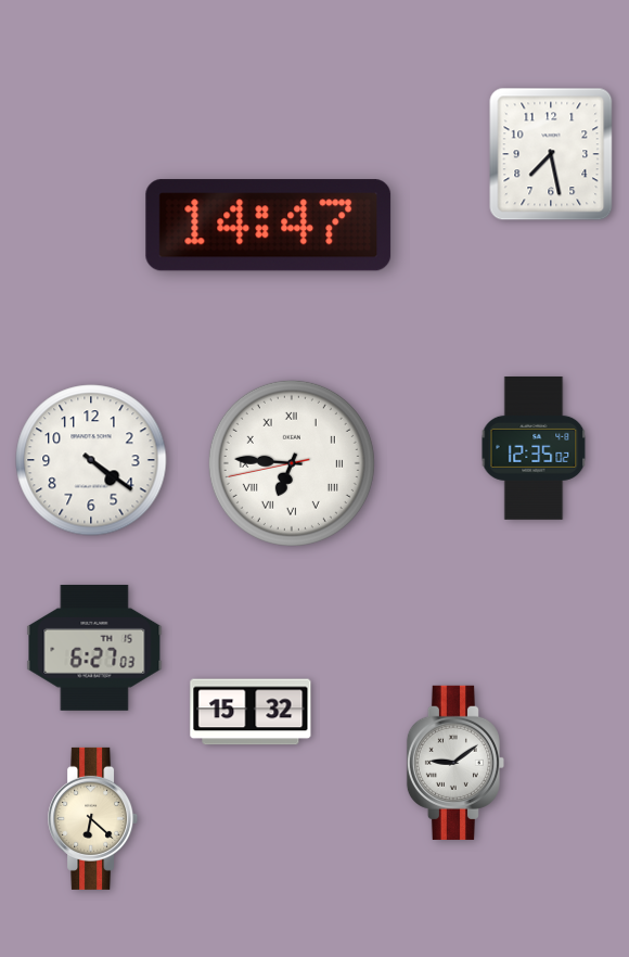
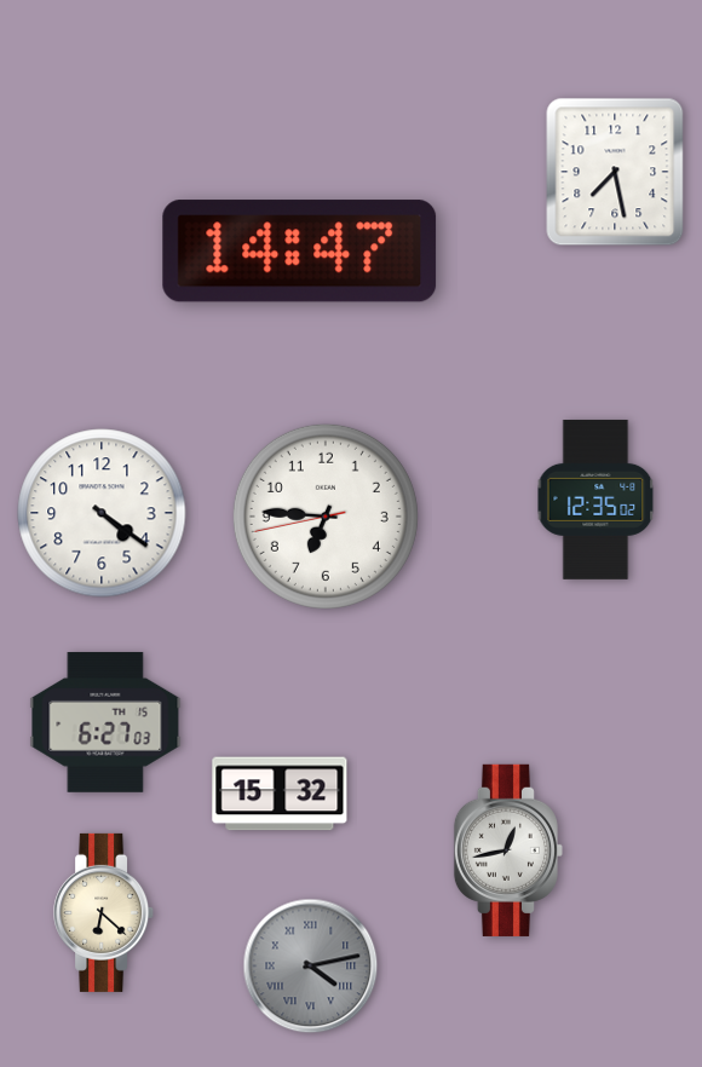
clock at (292, 463) numerals: Roman -> Arabic
clock at (455, 763): 9:09 -> 12:43
clock at (311, 967): none -> 4:13
